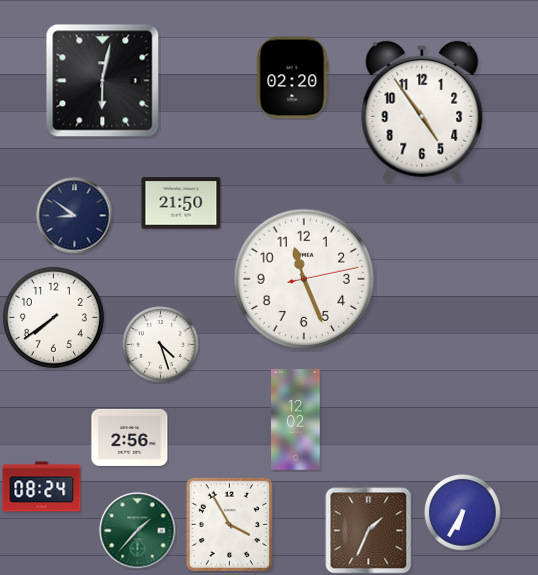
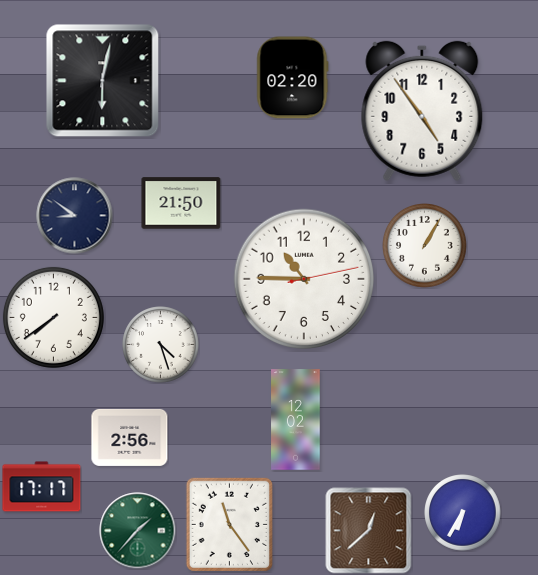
clock at (425, 246): none -> 1:05
clock at (304, 279): 11:26 -> 10:45
clock at (42, 487): 08:24 -> 17:17
clock at (229, 524): 3:55 -> 11:24
clock at (369, 531): 1:34 -> 12:38
